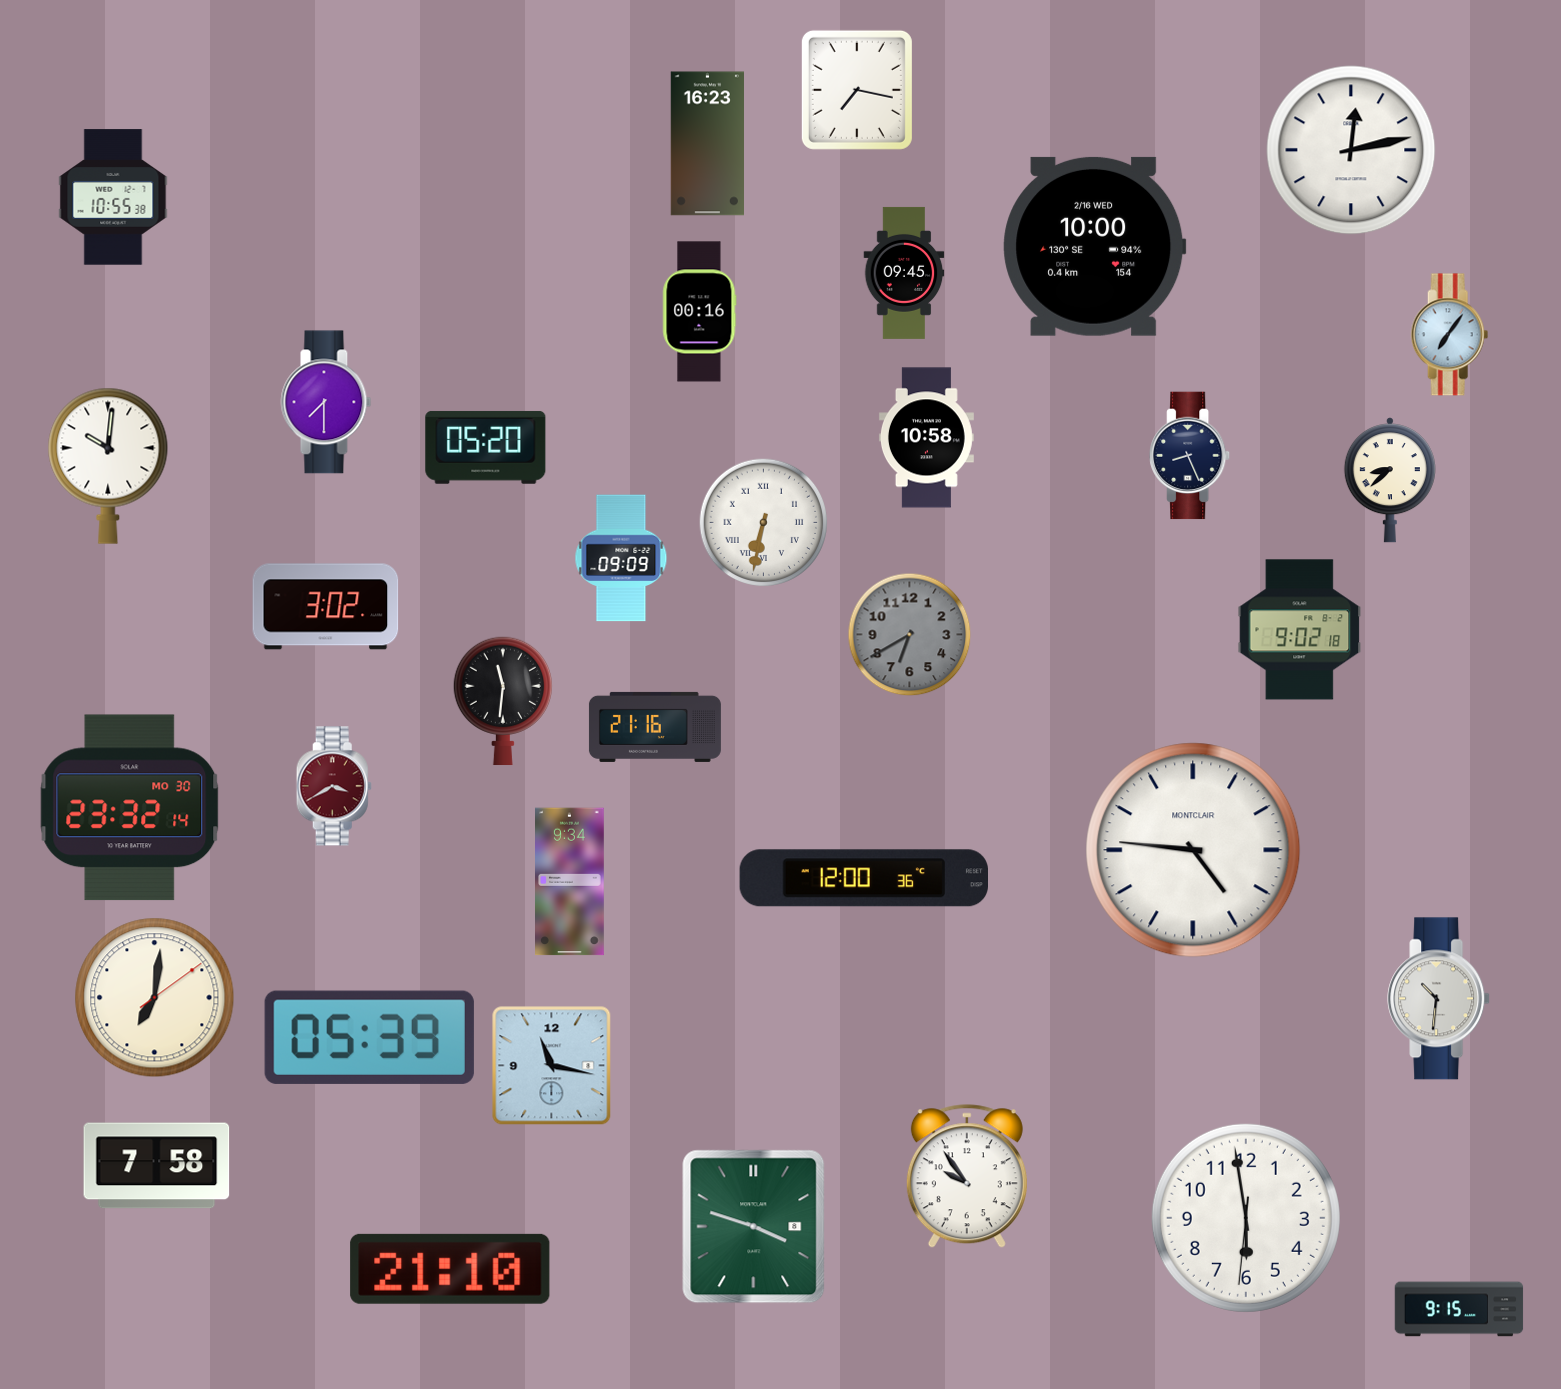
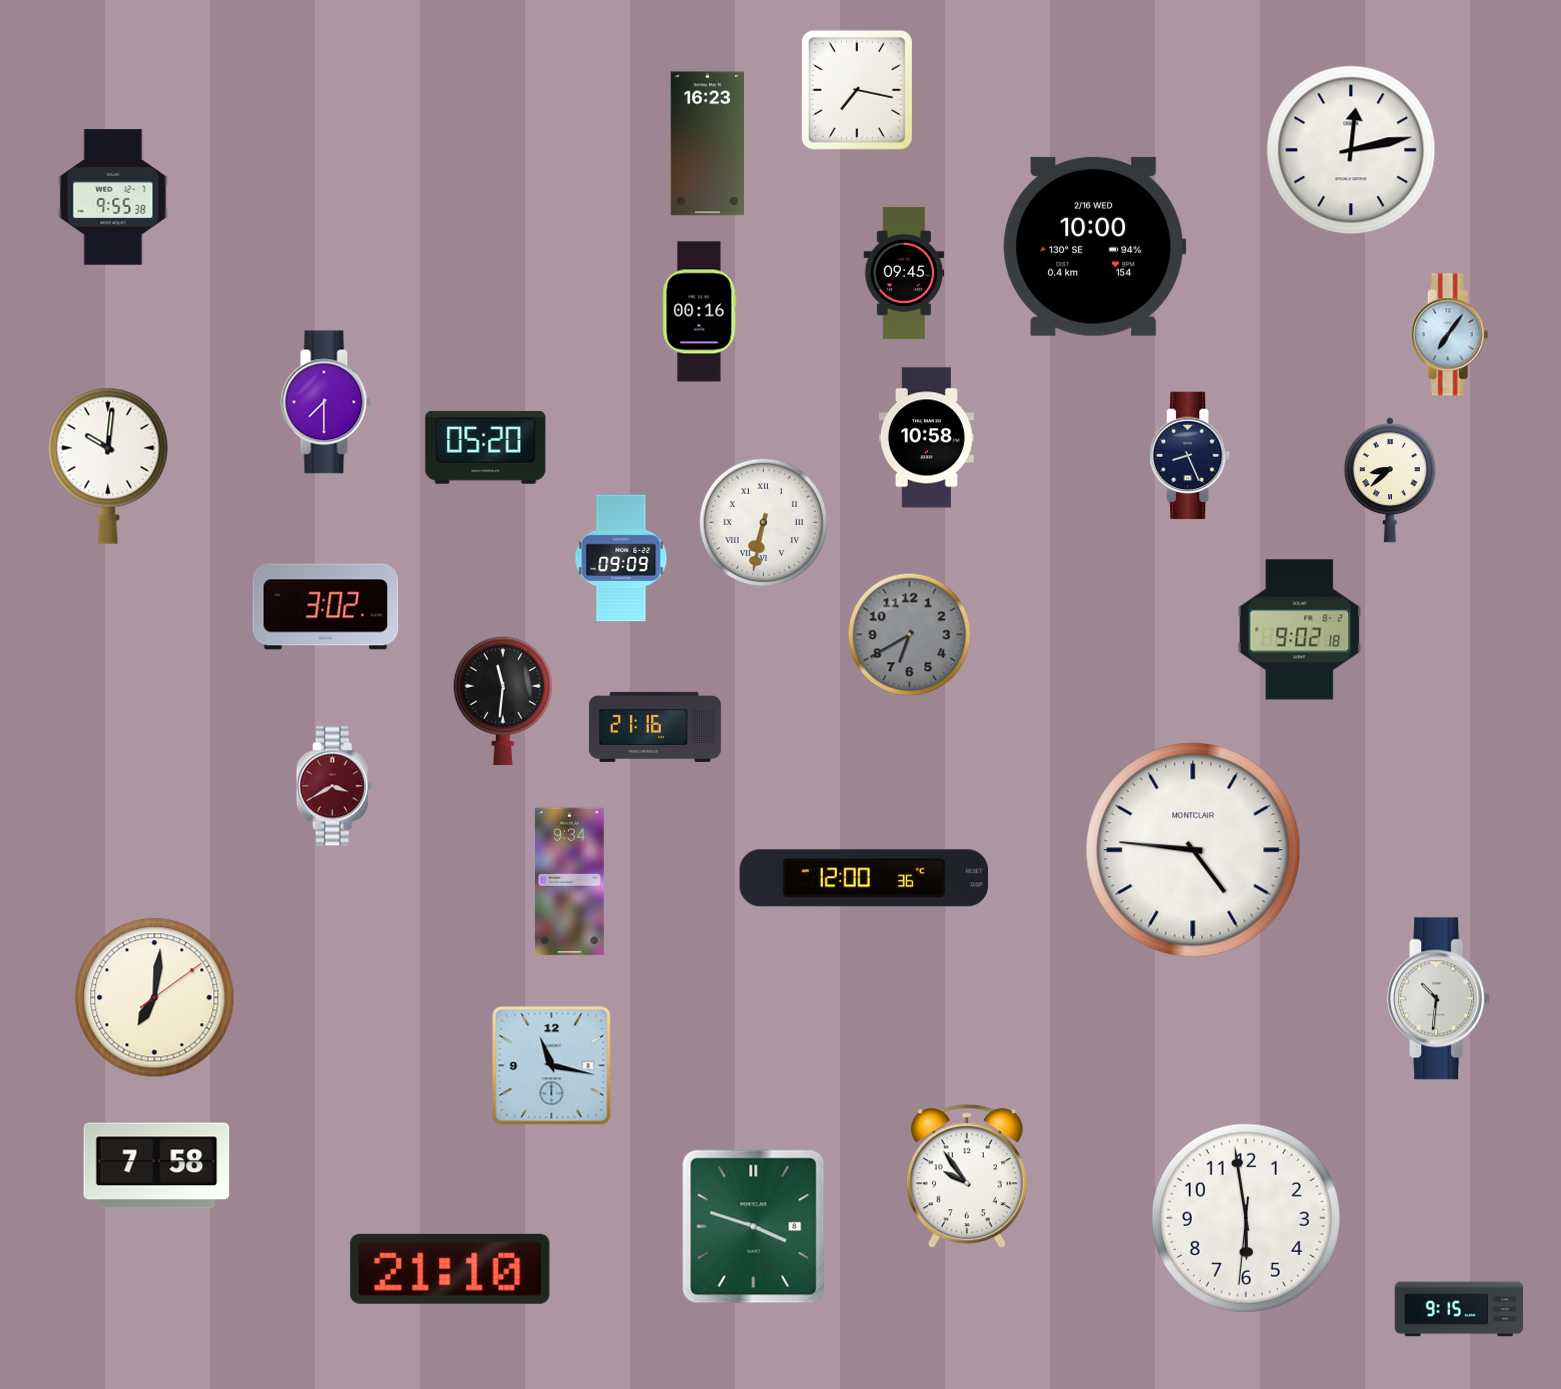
clock at (113, 197): 10:55 -> 9:55
clock at (130, 808): 23:32 -> none
clock at (369, 1037): 05:39 -> none
